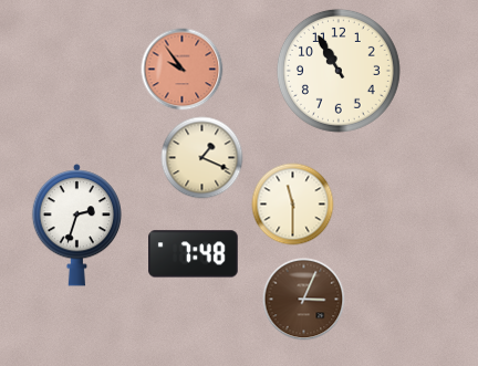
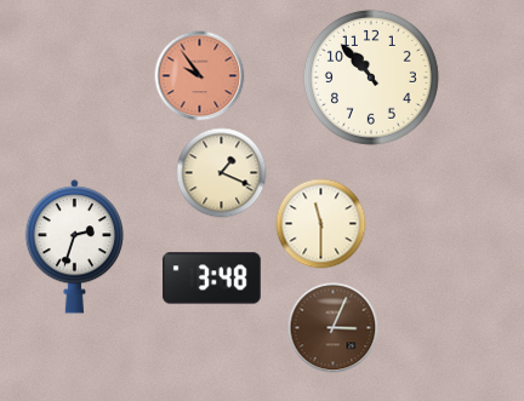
clock at (339, 71): 10:55 -> 10:53
clock at (77, 226) position: (77, 226) -> (75, 247)
clock at (194, 254): 7:48 -> 3:48
